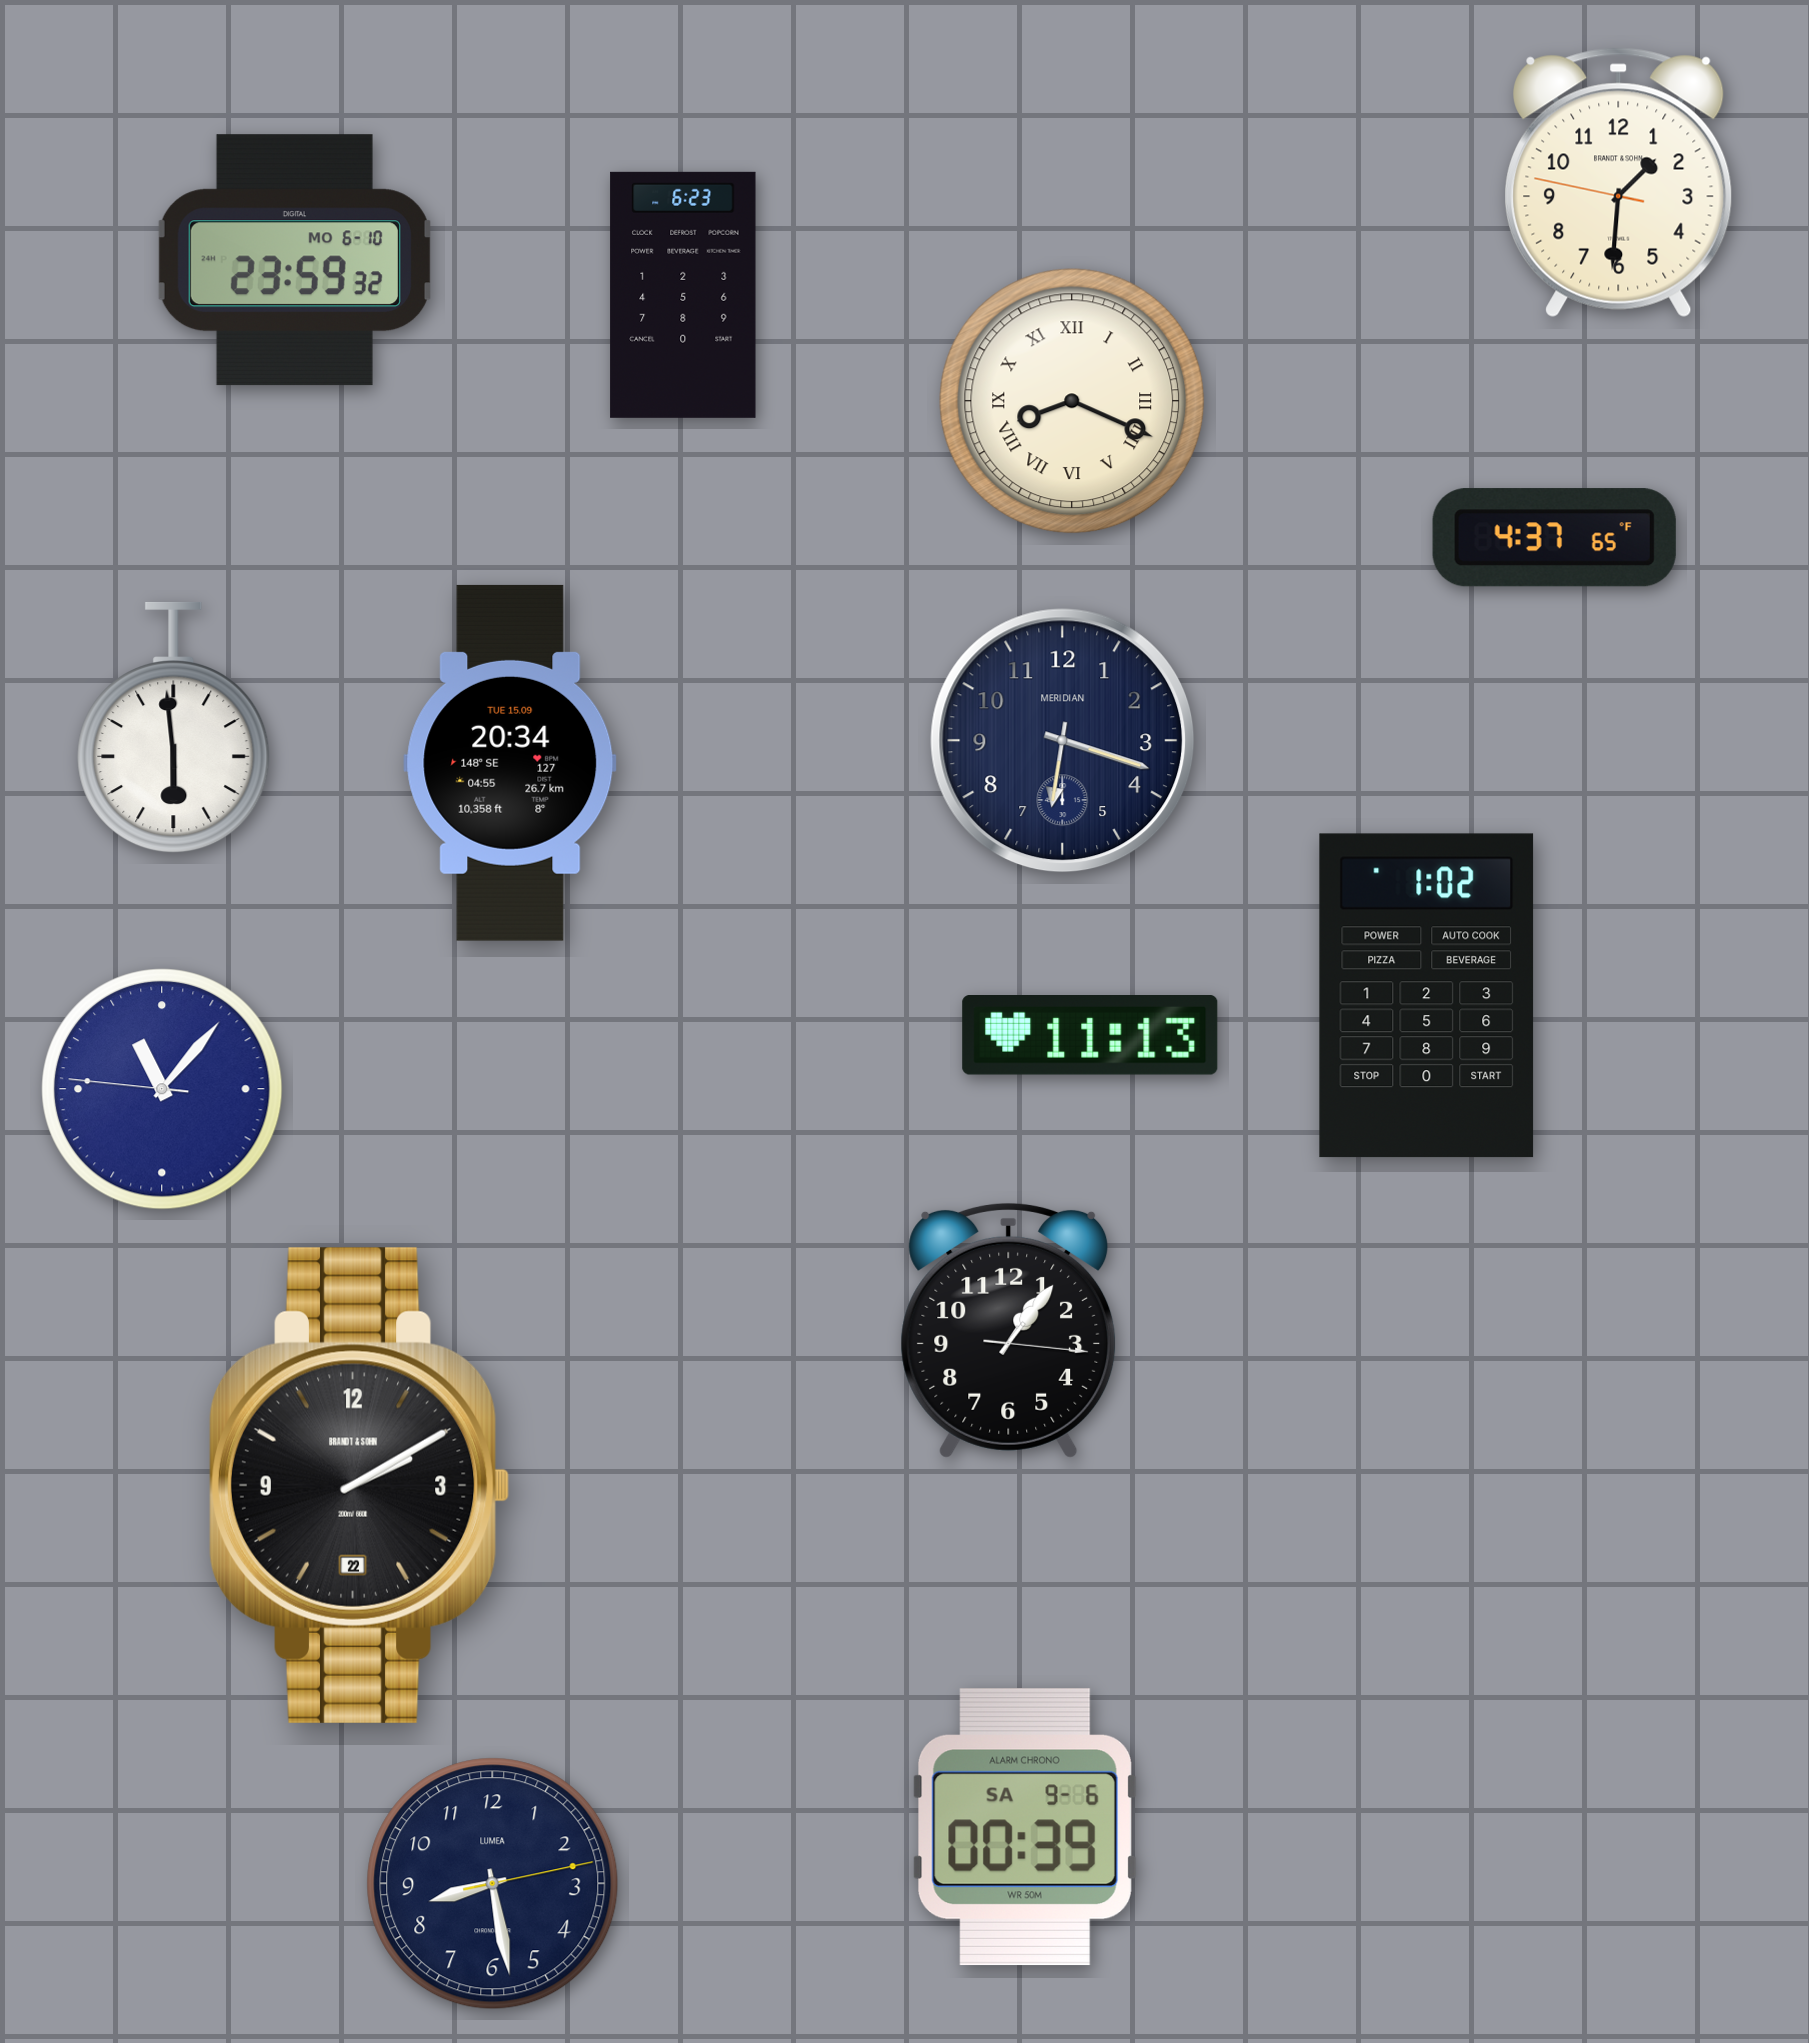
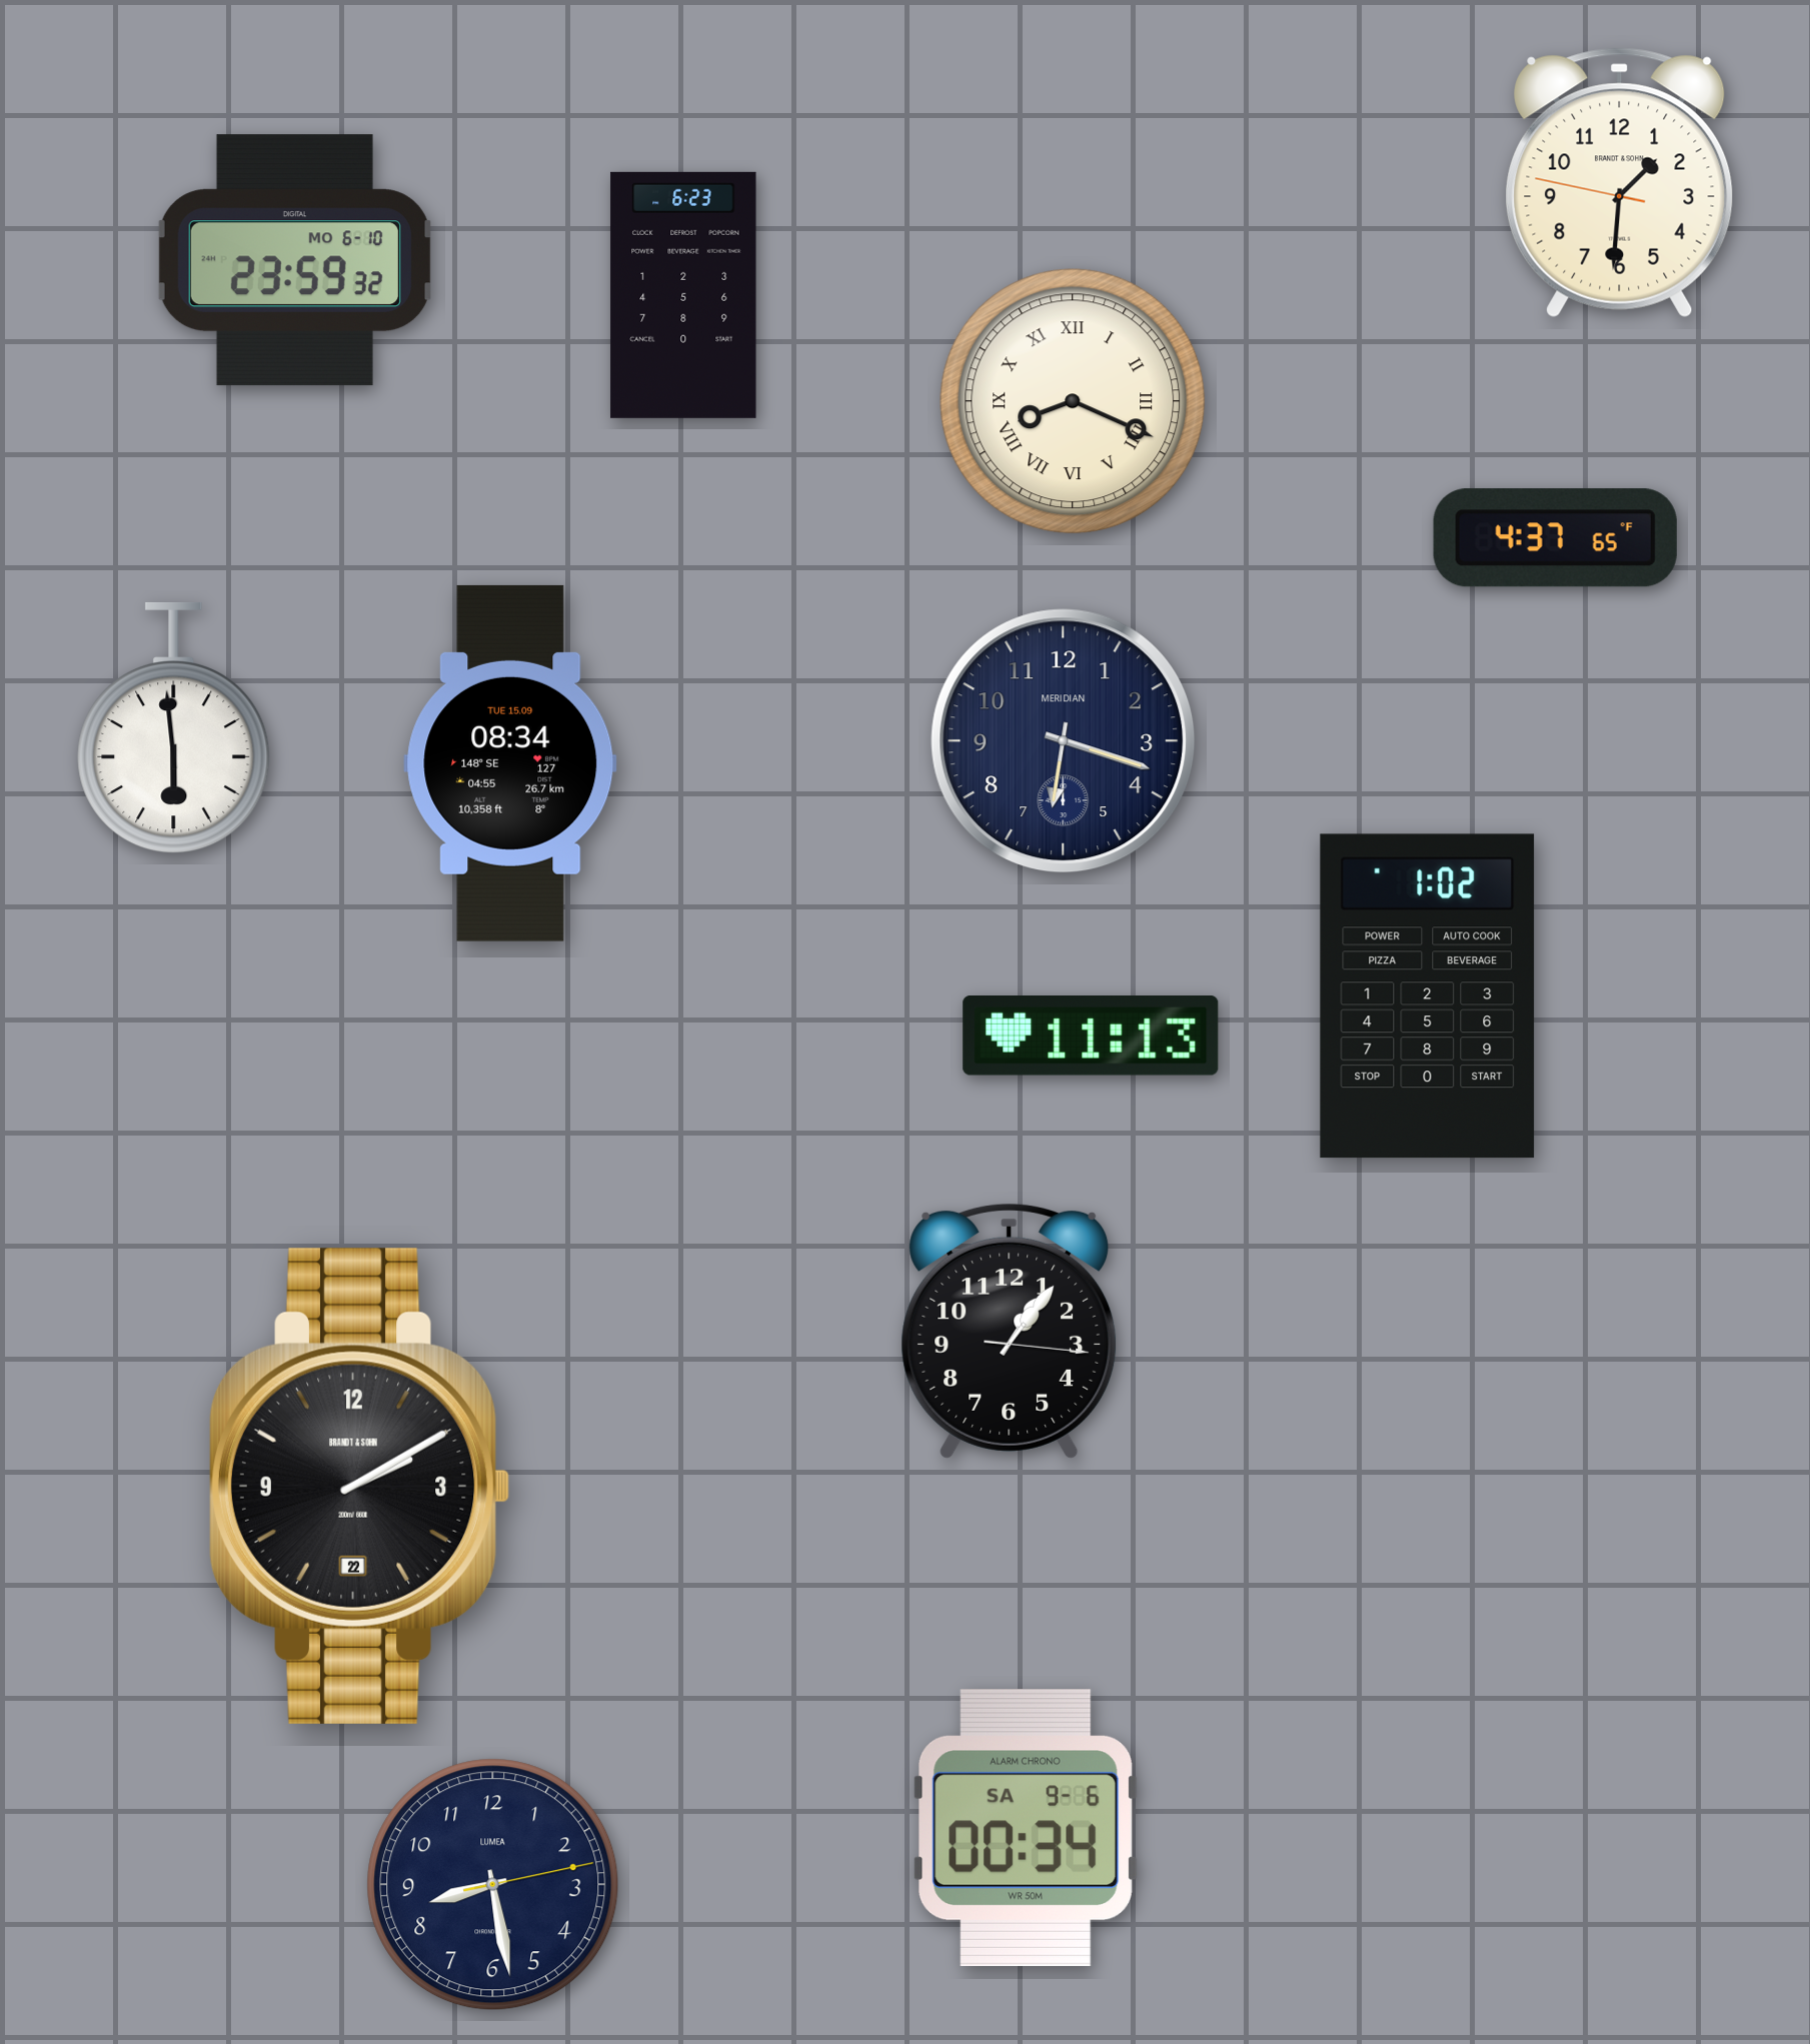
clock at (510, 763): 20:34 -> 08:34
clock at (162, 1089): 11:06 -> none
clock at (1025, 1827): 00:39 -> 00:34
